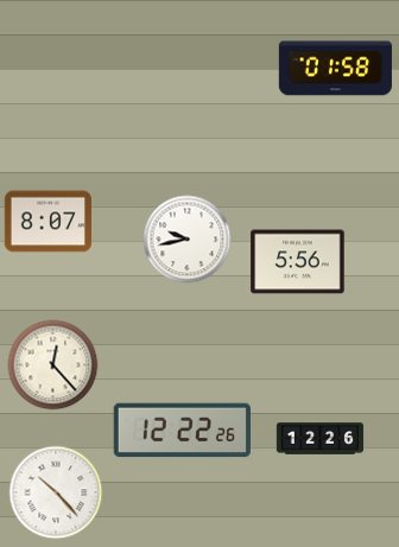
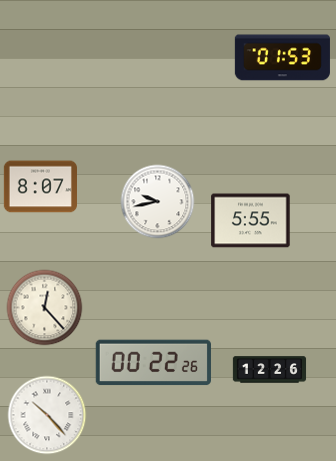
clock at (335, 69): 01:58 -> 01:53
clock at (298, 262): 5:56 -> 5:55
clock at (182, 431): 12:22 -> 00:22
